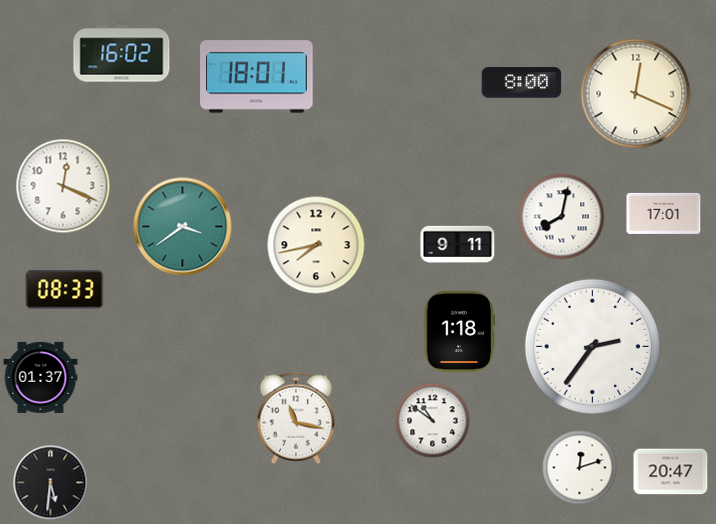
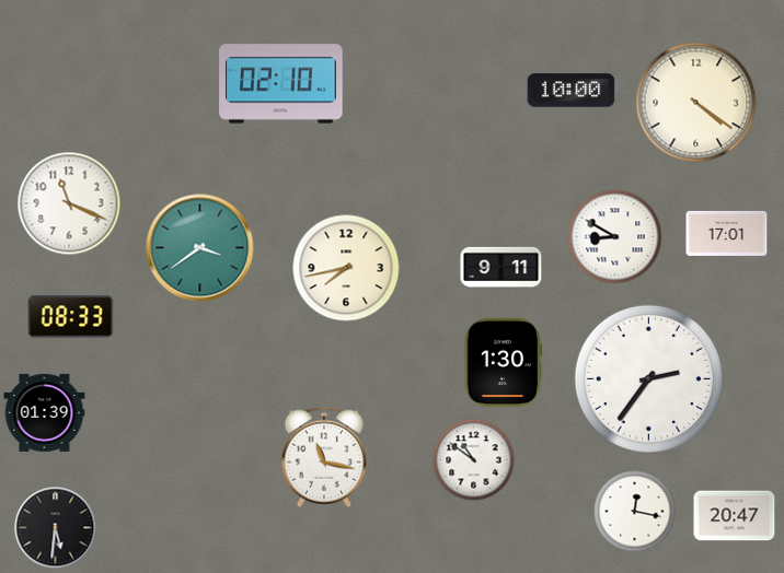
clock at (122, 54): 16:02 -> none
clock at (257, 77): 18:01 -> 02:10
clock at (522, 83): 8:00 -> 10:00
clock at (636, 94): 12:19 -> 4:21
clock at (63, 186): 12:19 -> 11:19
clock at (562, 217): 8:02 -> 8:50
clock at (460, 332): 1:18 -> 1:30
clock at (41, 377): 01:37 -> 01:39
clock at (580, 468): 12:12 -> 12:17
